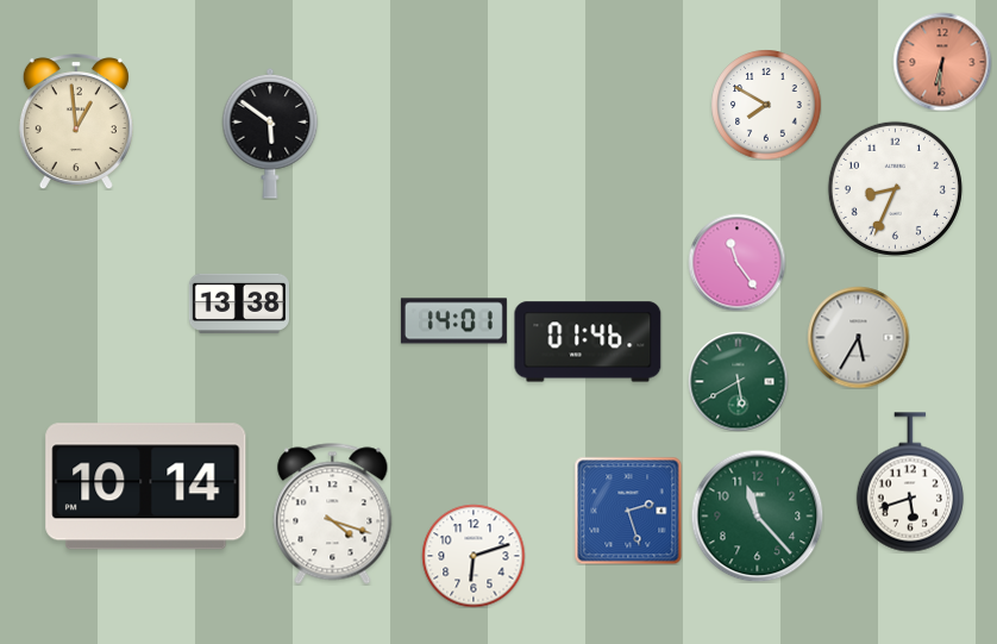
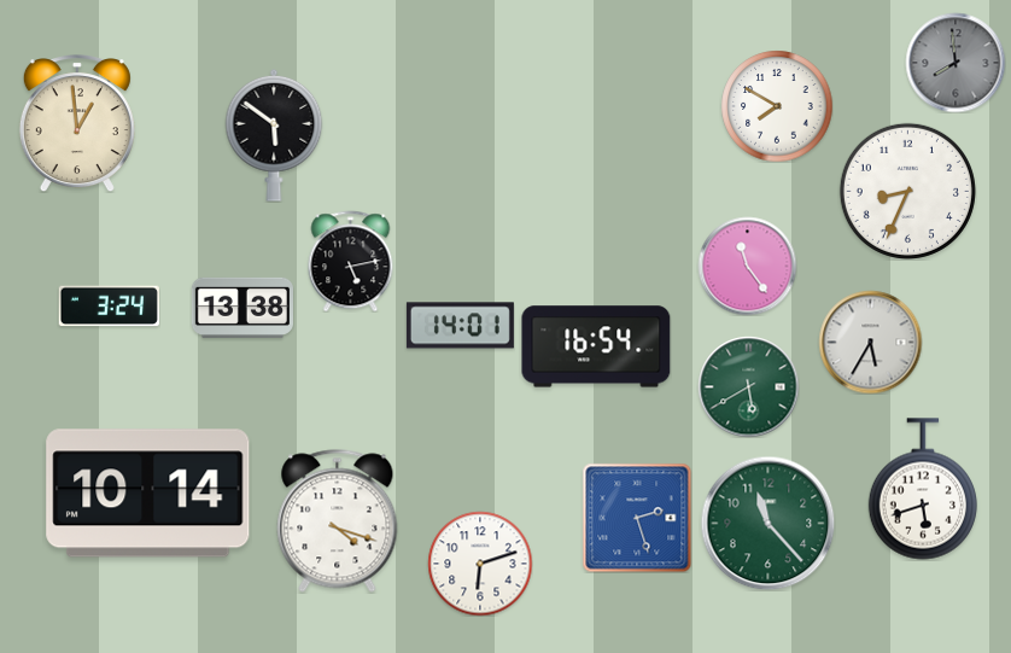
clock at (942, 62): 6:31 -> 7:59
clock at (942, 62) dial: salmon -> grey
clock at (351, 261): none -> 5:13
clock at (109, 307): none -> 3:24
clock at (588, 342): 01:46 -> 16:54
